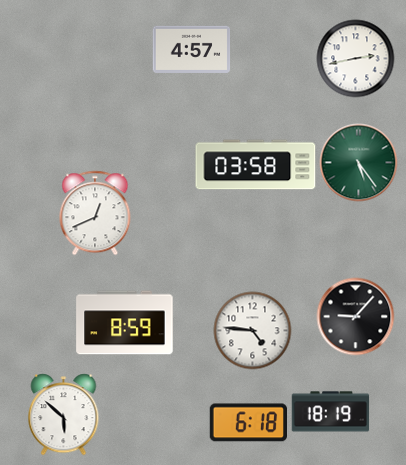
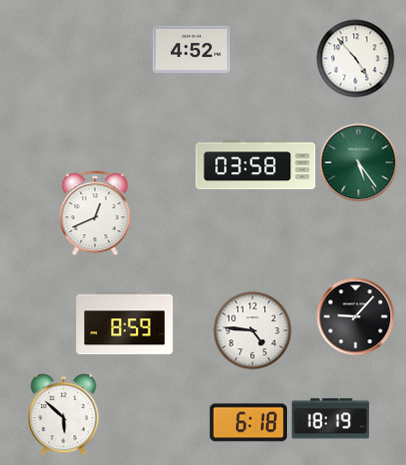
clock at (191, 49): 4:57 -> 4:52
clock at (355, 58): 2:43 -> 4:53
clock at (330, 412) position: (330, 412) -> (330, 419)
